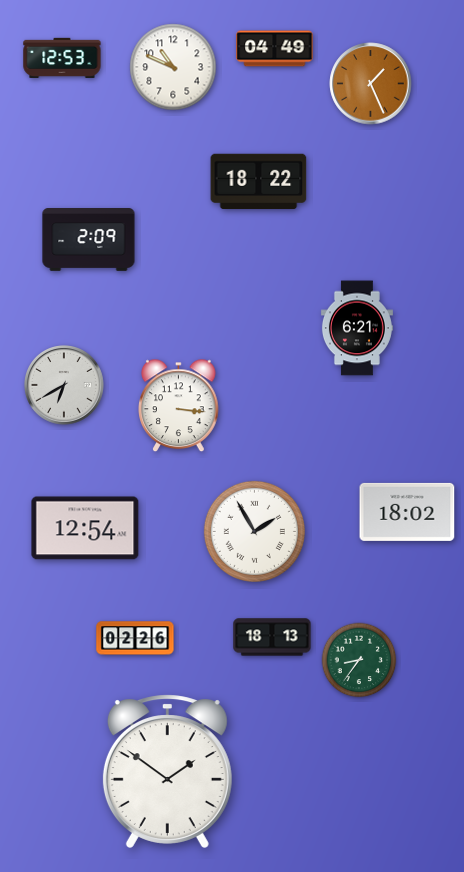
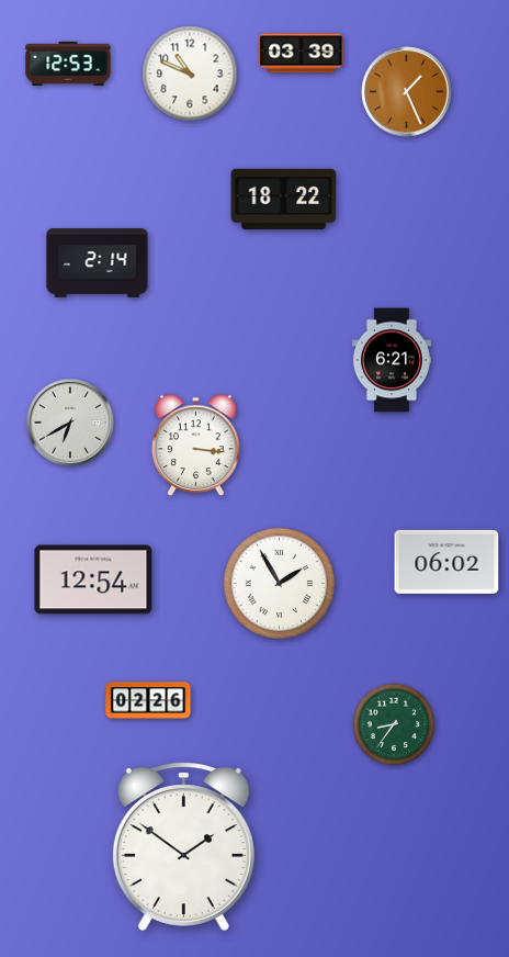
clock at (275, 49): 04:49 -> 03:39
clock at (89, 240): 2:09 -> 2:14
clock at (407, 512): 18:02 -> 06:02
clock at (272, 637): 18:13 -> none
